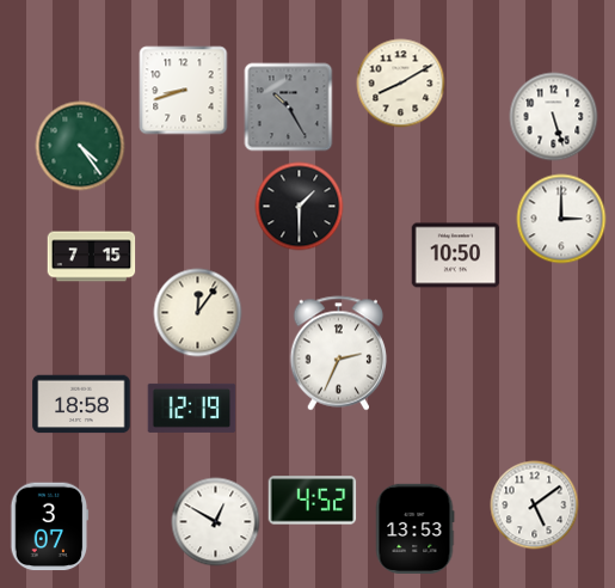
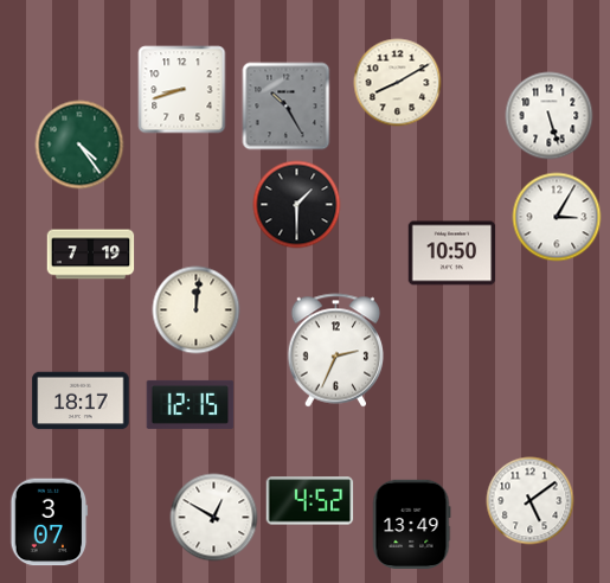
clock at (561, 219): 3:00 -> 3:05
clock at (92, 257): 7:15 -> 7:19
clock at (198, 313): 12:06 -> 12:01
clock at (81, 404): 18:58 -> 18:17
clock at (192, 408): 12:19 -> 12:15
clock at (313, 501) position: (313, 501) -> (310, 501)
clock at (414, 528): 13:53 -> 13:49
